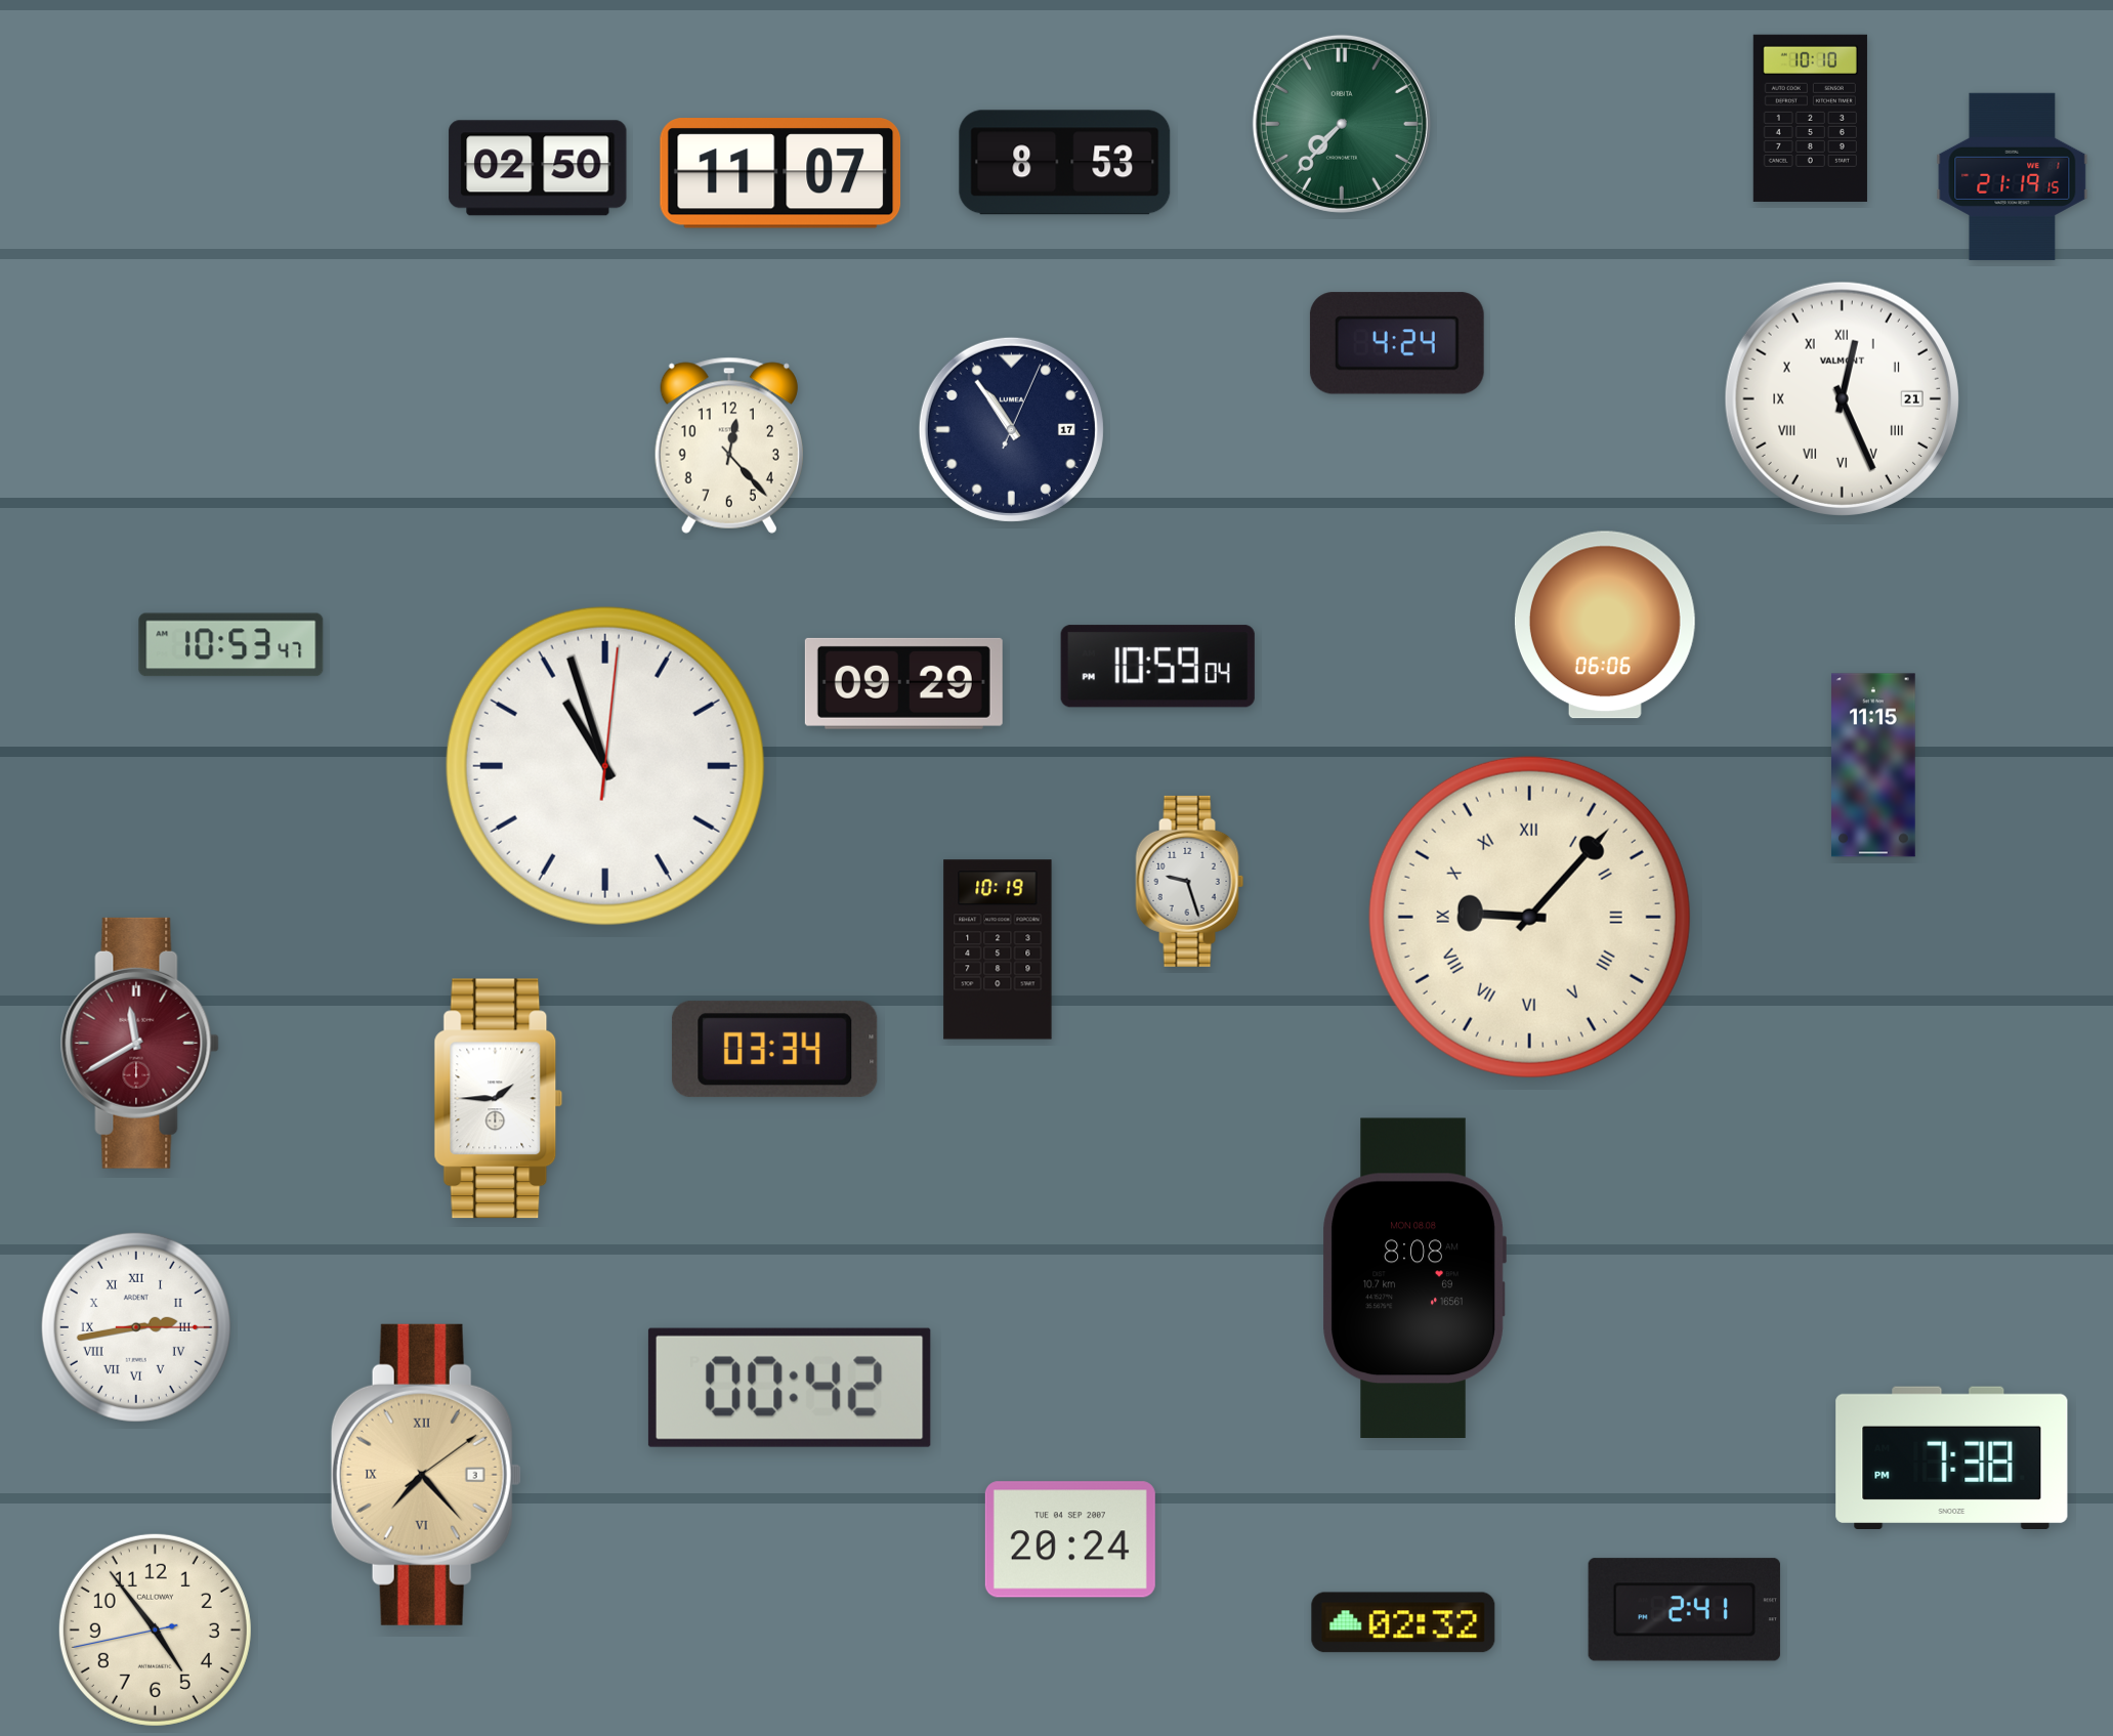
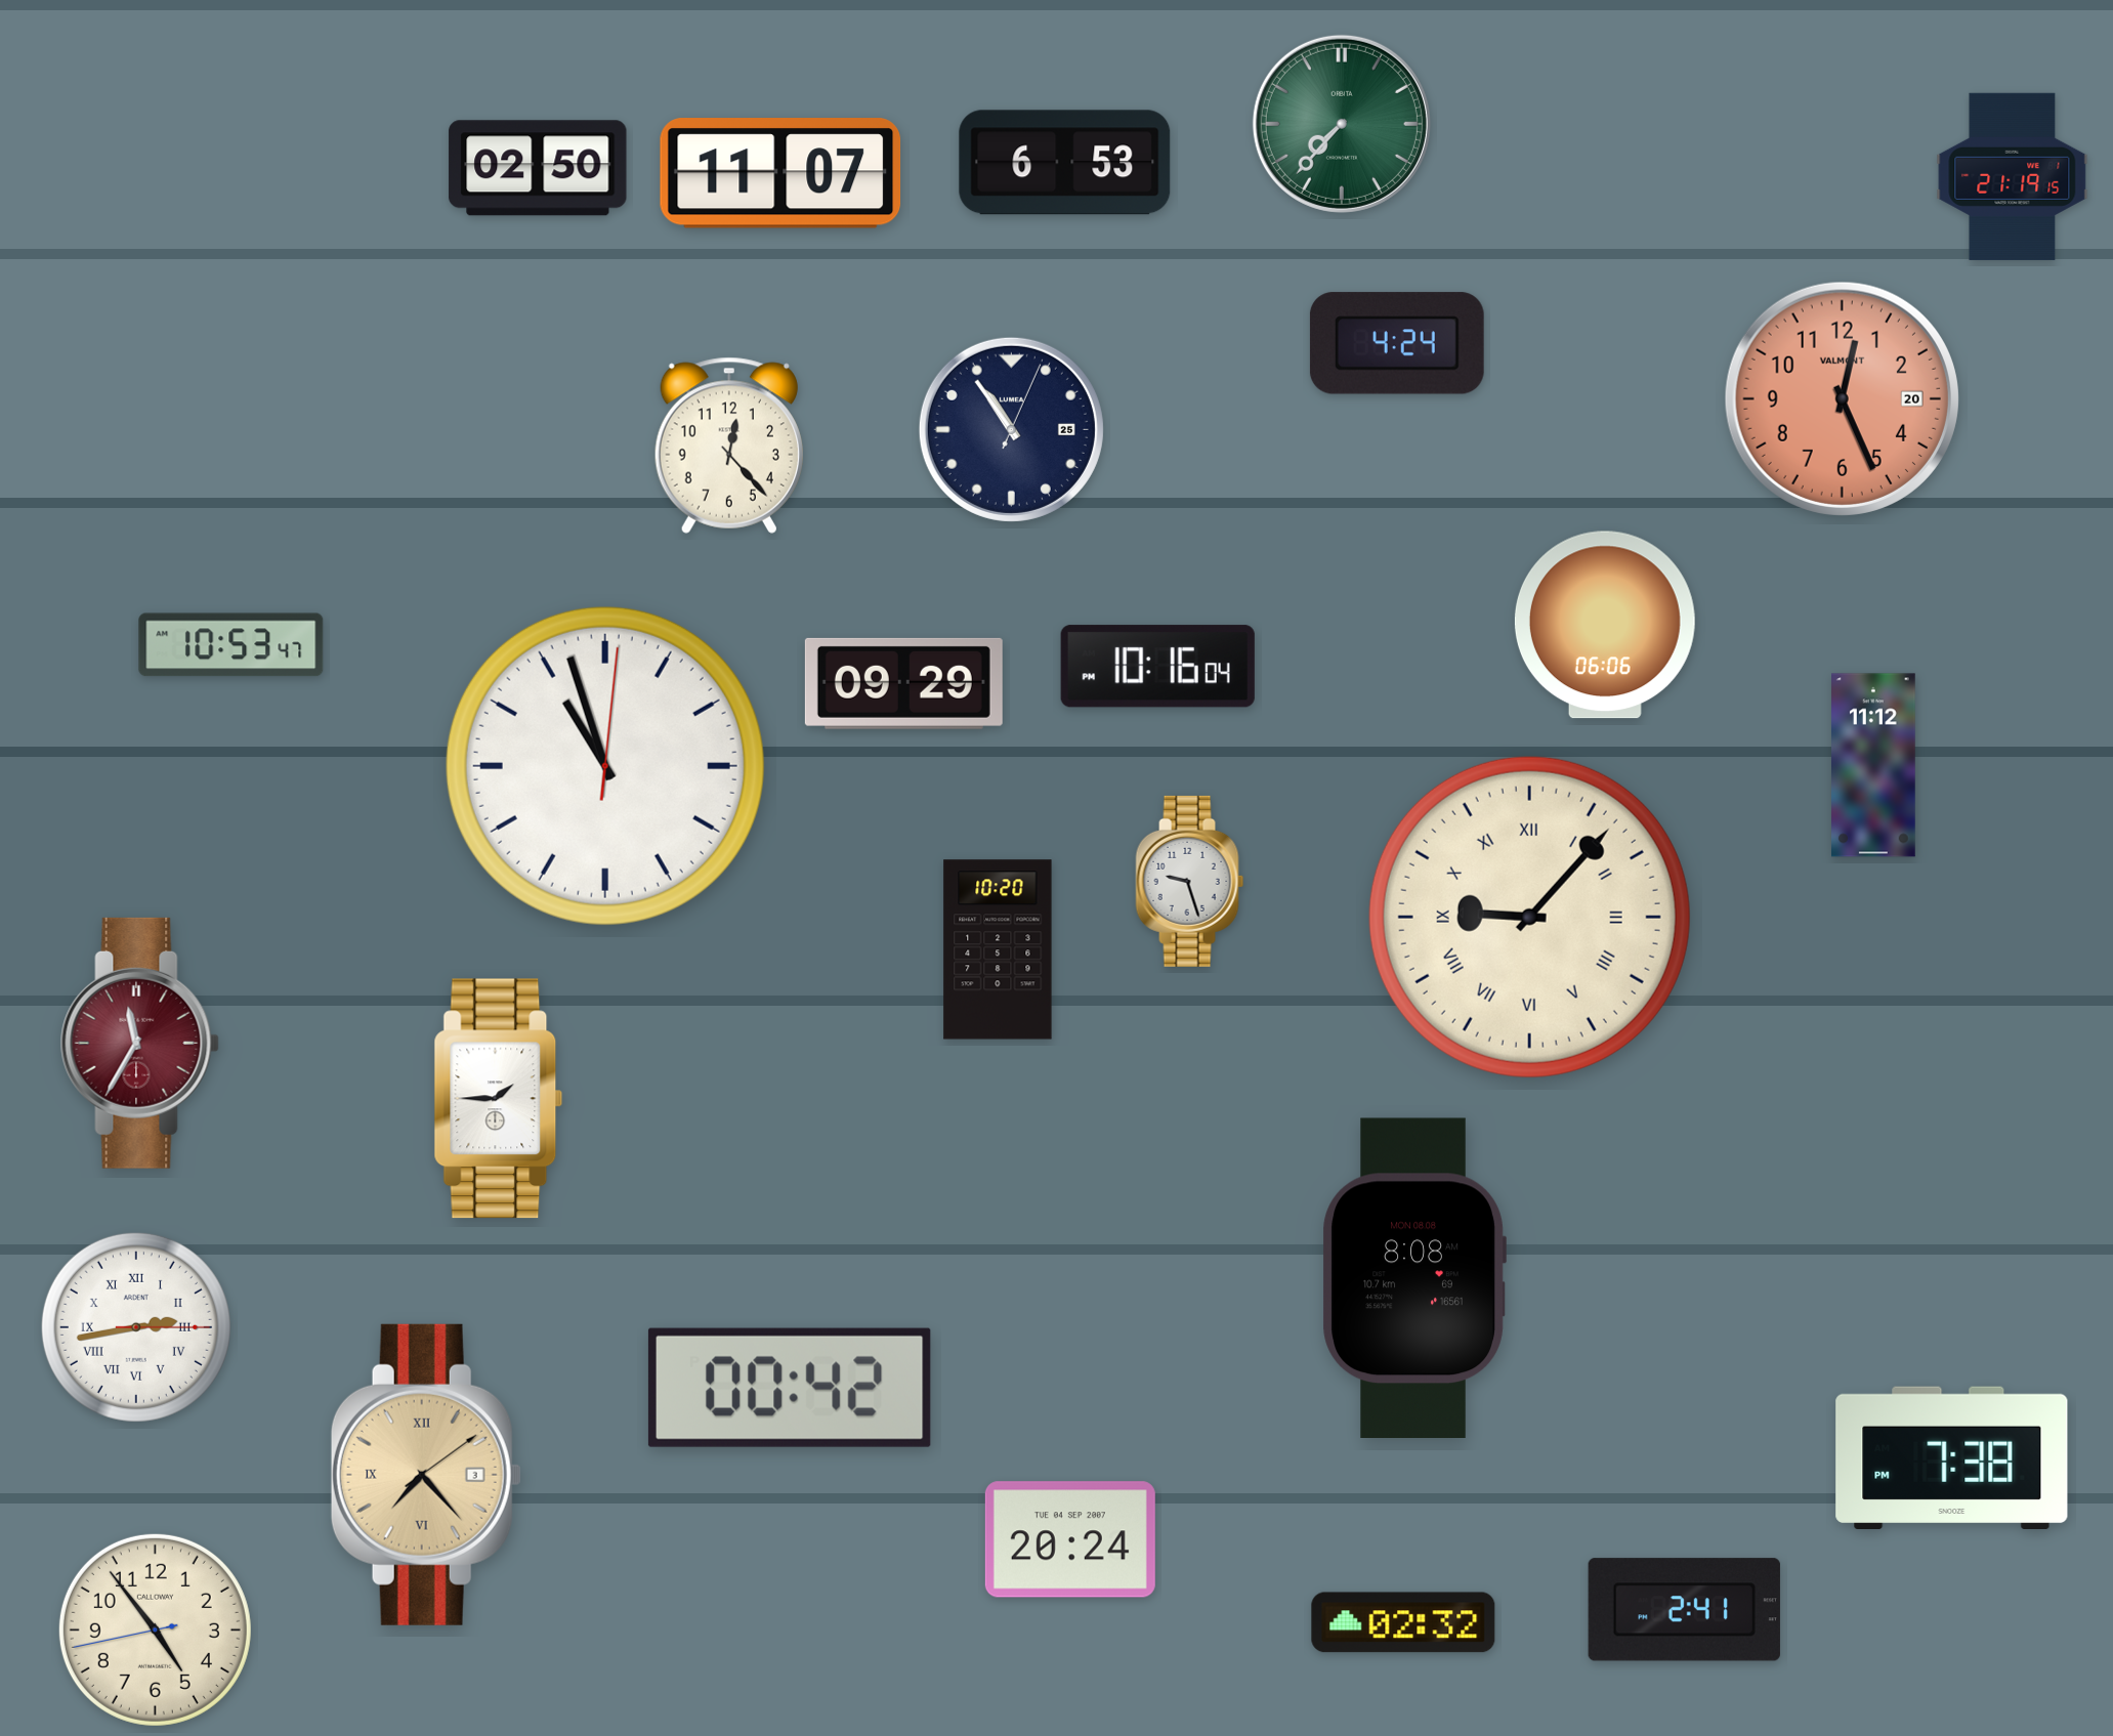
clock at (1810, 118): 10:10 -> none
clock at (1065, 163): 8:53 -> 6:53
clock at (1842, 398) date: 21 -> 20
clock at (1842, 398) dial: white -> salmon
clock at (1842, 398) numerals: Roman -> Arabic
clock at (1011, 429) date: 17 -> 25
clock at (1157, 667): 10:59 -> 10:16
clock at (1874, 765): 11:15 -> 11:12
clock at (998, 949): 10:19 -> 10:20
clock at (139, 1043): 11:40 -> 11:35
clock at (774, 1050): 03:34 -> none
